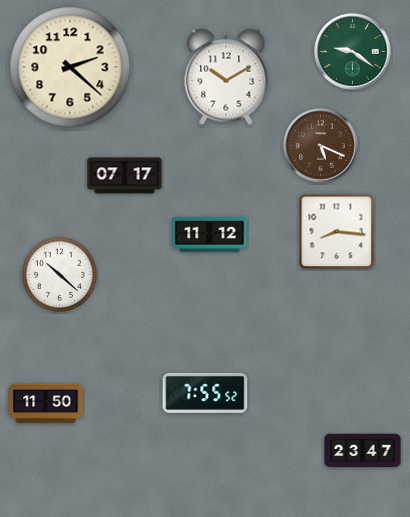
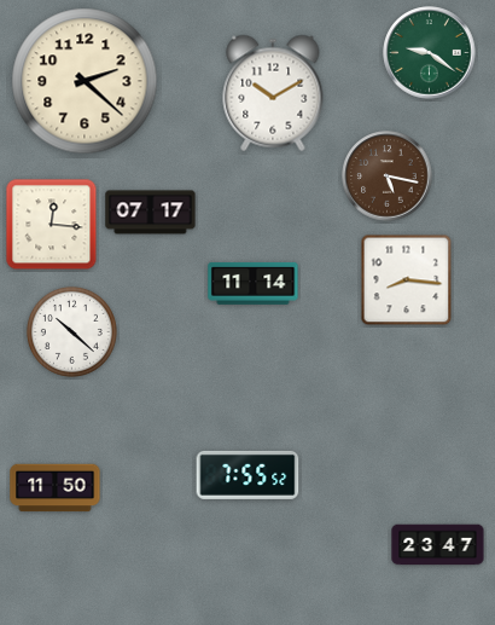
clock at (353, 52) position: (353, 52) -> (430, 53)
clock at (321, 146): 5:19 -> 5:17
clock at (52, 225): none -> 12:16
clock at (210, 234): 11:12 -> 11:14
